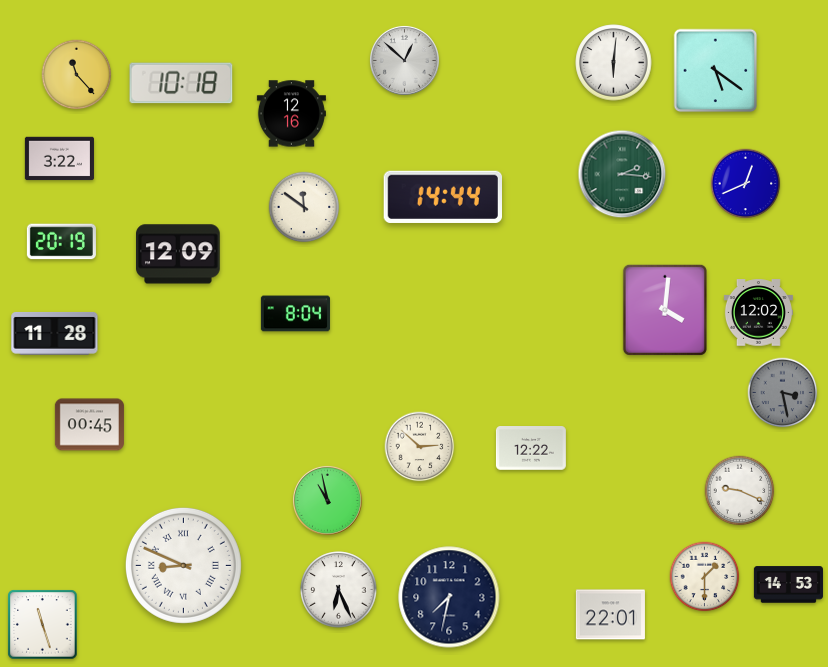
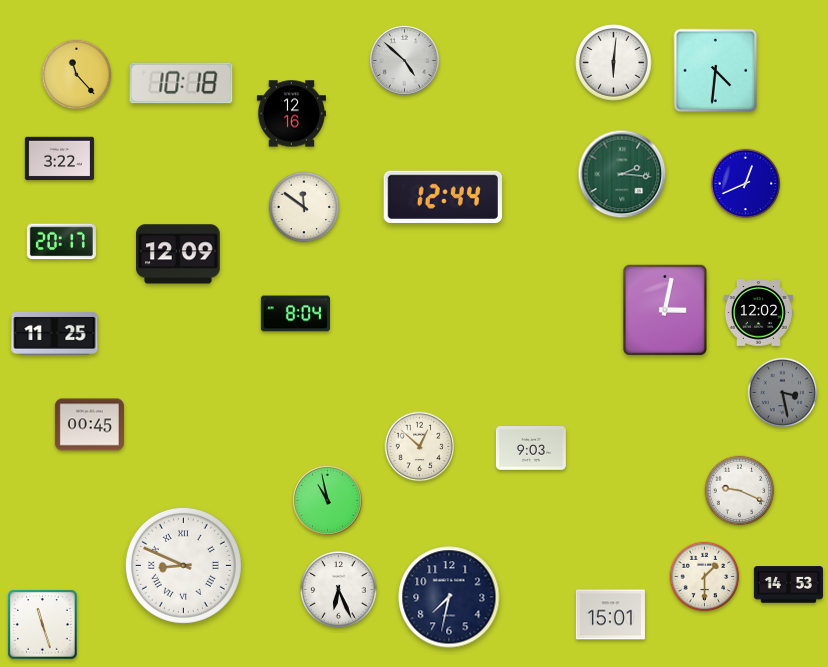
clock at (404, 60): 12:52 -> 4:52
clock at (716, 71): 5:21 -> 4:31
clock at (442, 197): 14:44 -> 12:44
clock at (61, 242): 20:19 -> 20:17
clock at (665, 310): 4:01 -> 3:02
clock at (55, 333): 11:28 -> 11:25
clock at (420, 447): 2:52 -> 12:52
clock at (531, 449): 12:22 -> 9:03
clock at (610, 615): 22:01 -> 15:01
